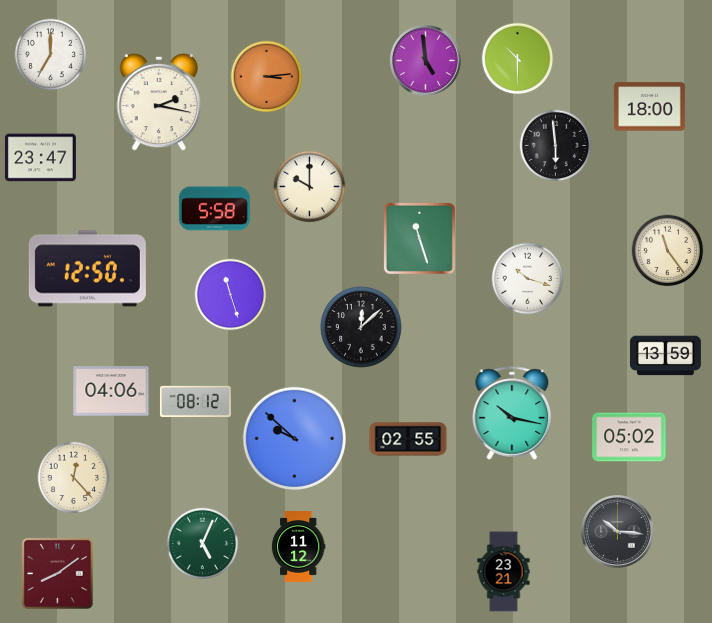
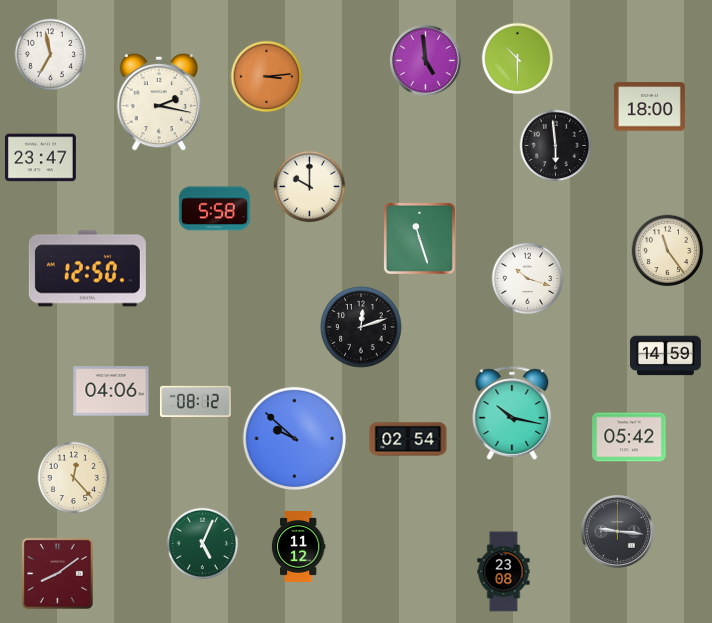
clock at (51, 55): 7:00 -> 6:58
clock at (231, 295): 11:27 -> none
clock at (361, 327): 12:08 -> 12:12
clock at (665, 356): 13:59 -> 14:59
clock at (629, 437): 05:02 -> 05:42
clock at (408, 439): 02:55 -> 02:54
clock at (618, 532): 10:16 -> 9:16
clock at (504, 572): 23:21 -> 23:08
